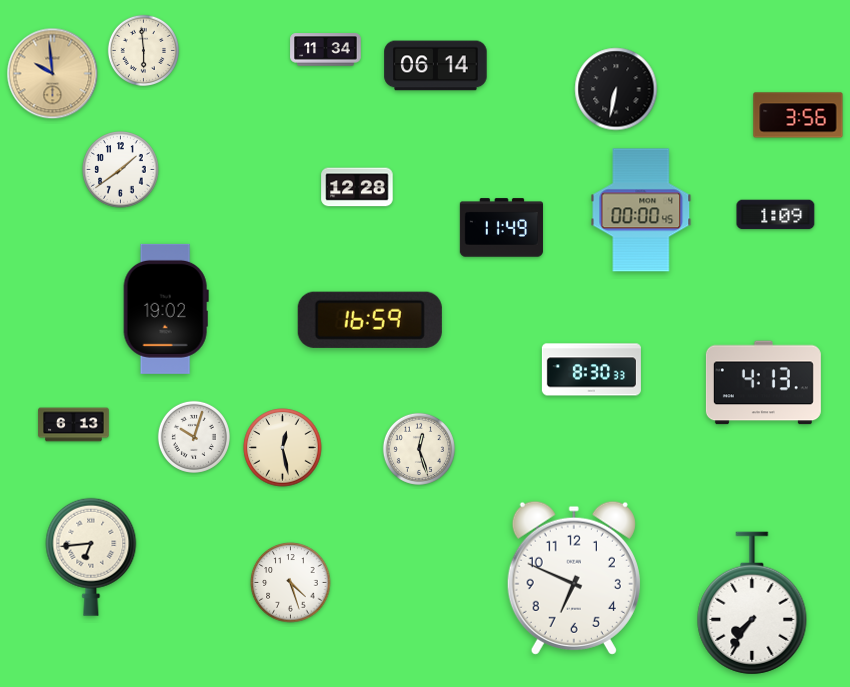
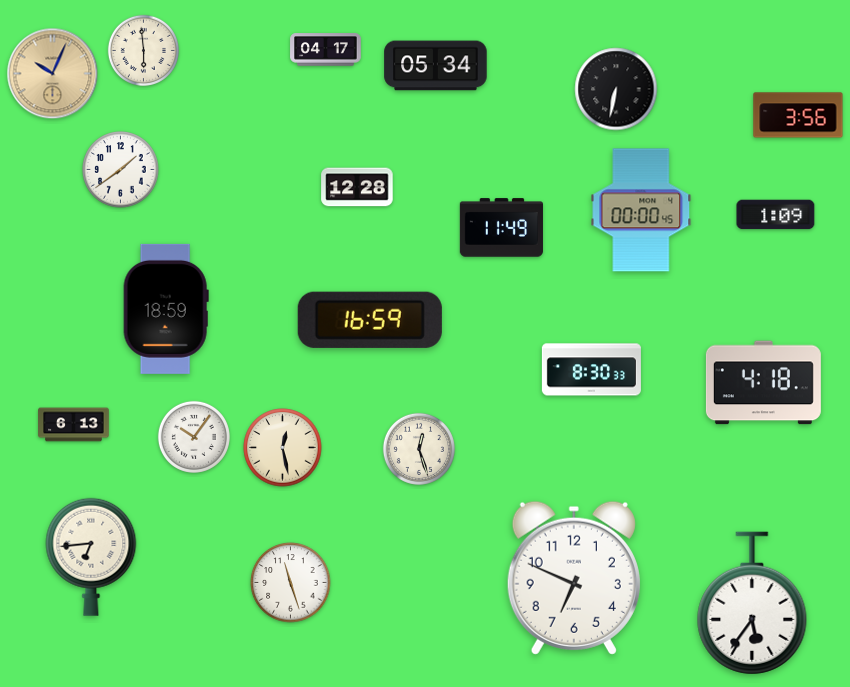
clock at (326, 50): 11:34 -> 04:17
clock at (436, 66): 06:14 -> 05:34
clock at (53, 74): 9:59 -> 10:04
clock at (166, 309): 19:02 -> 18:59
clock at (763, 383): 4:13 -> 4:18
clock at (194, 437): 10:03 -> 10:06
clock at (291, 583): 4:27 -> 11:27
clock at (752, 603): 7:36 -> 5:36
